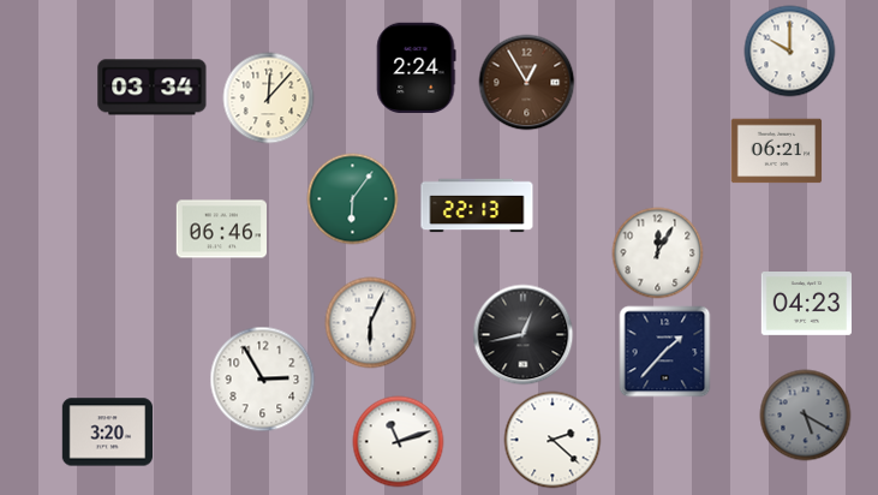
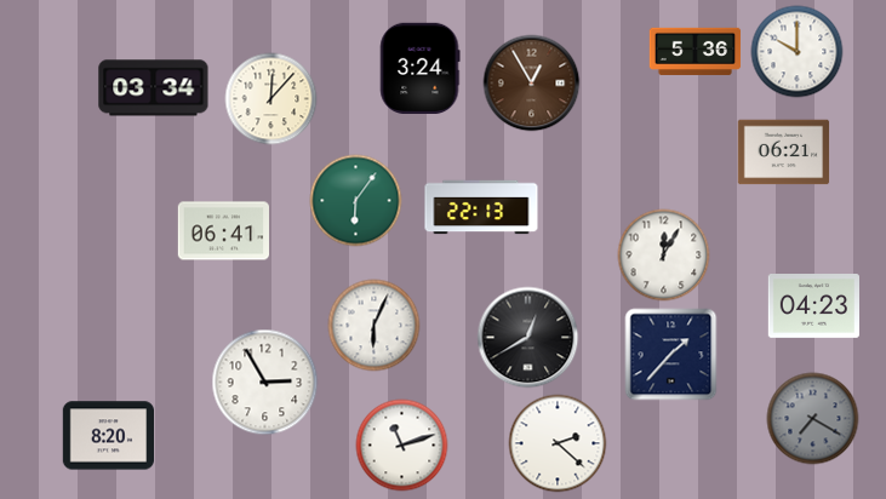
clock at (696, 51): none -> 5:36
clock at (416, 67): 2:24 -> 3:24
clock at (221, 229): 06:46 -> 06:41
clock at (524, 335): 12:43 -> 12:40
clock at (806, 416): 5:20 -> 7:20
clock at (107, 433): 3:20 -> 8:20
